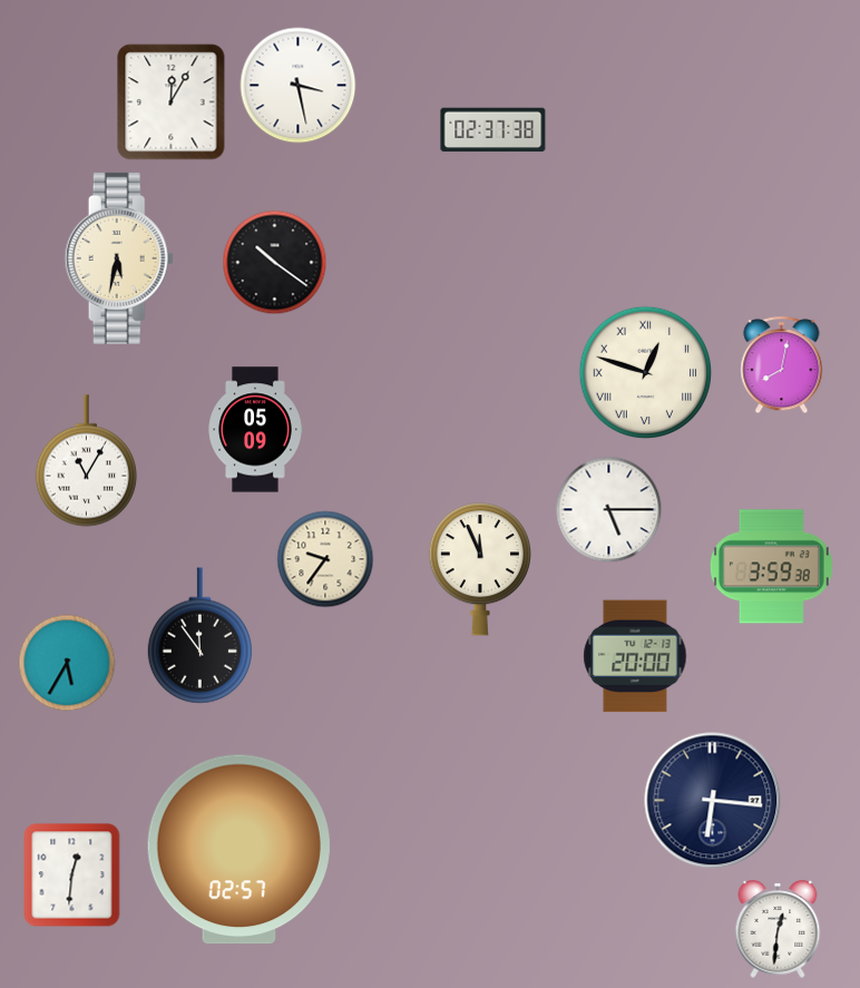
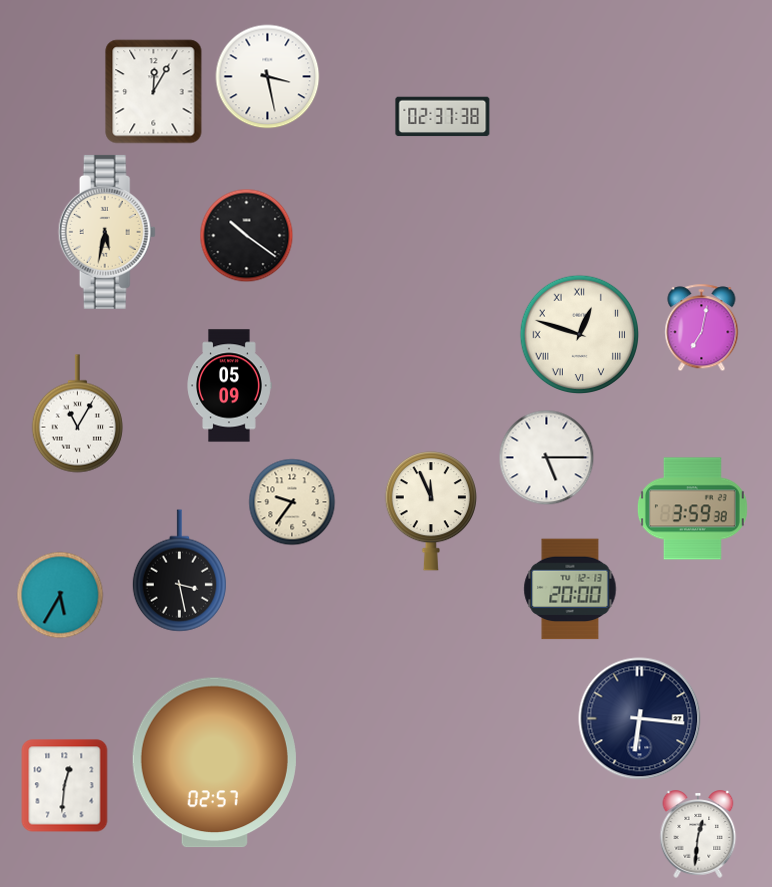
clock at (782, 365): 8:02 -> 7:02
clock at (199, 636): 11:54 -> 3:28
